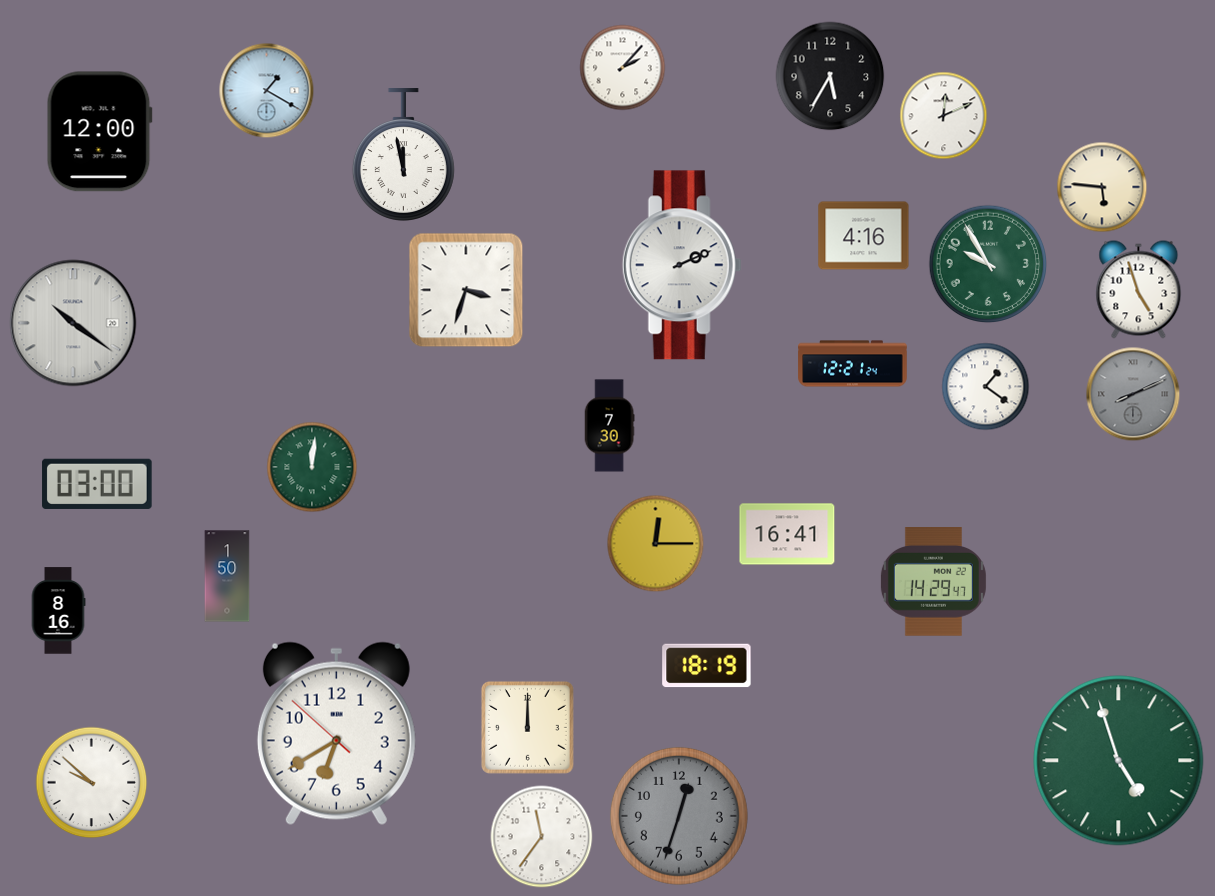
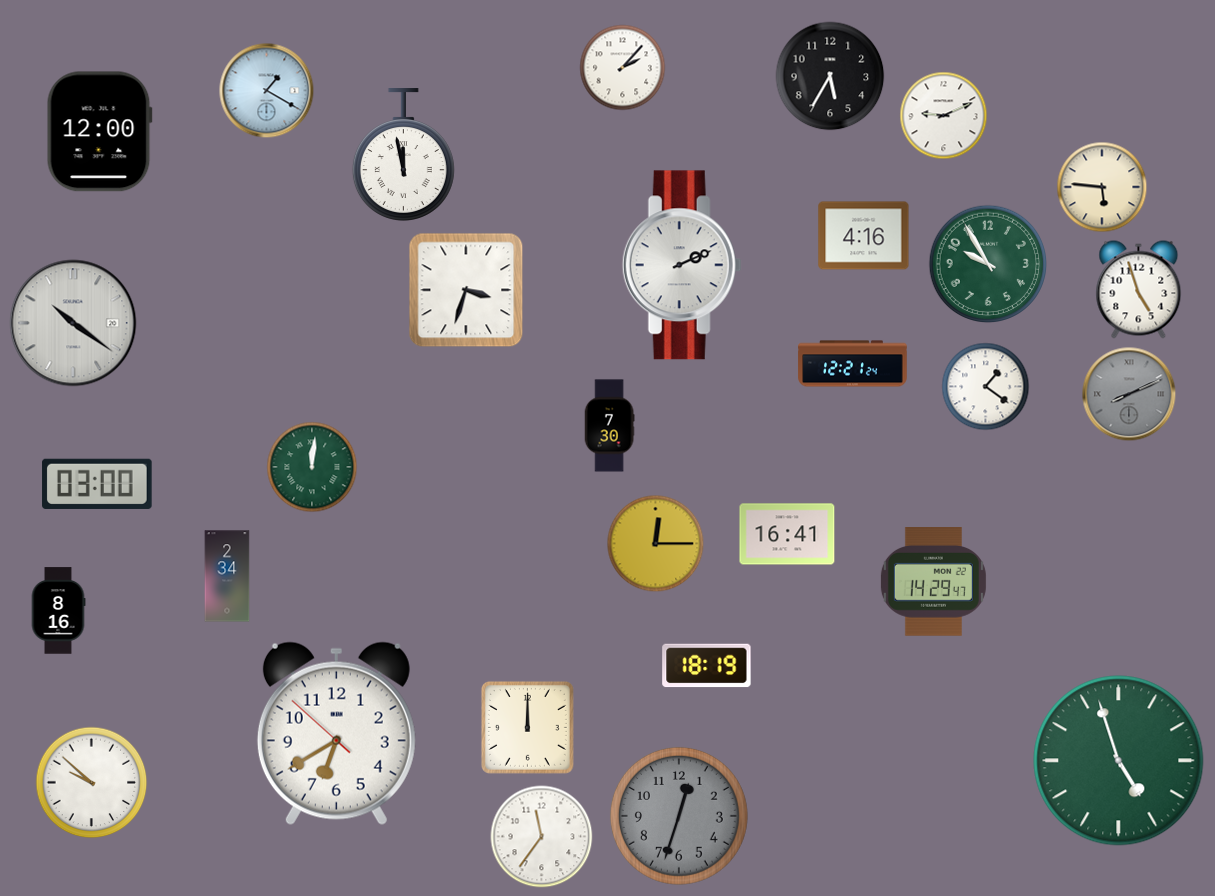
clock at (944, 116): 12:11 -> 9:11
clock at (1133, 394) position: (1133, 394) -> (1129, 394)
clock at (227, 576): 1:50 -> 2:34
